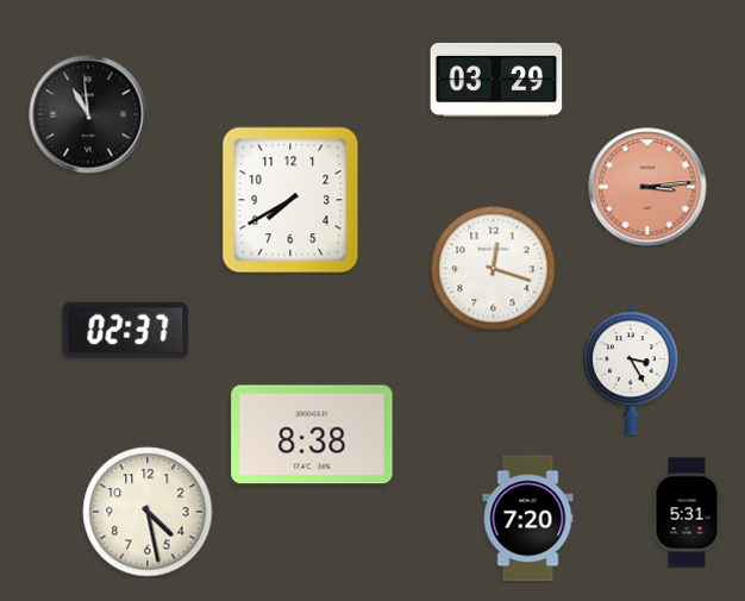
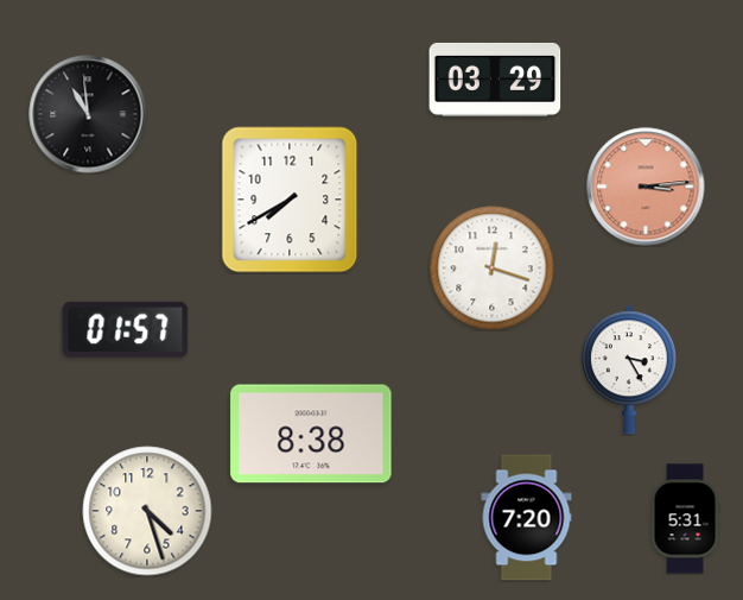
clock at (126, 330): 02:37 -> 01:57
clock at (148, 512): 4:28 -> 4:27
clock at (687, 513) position: (687, 513) -> (685, 519)
